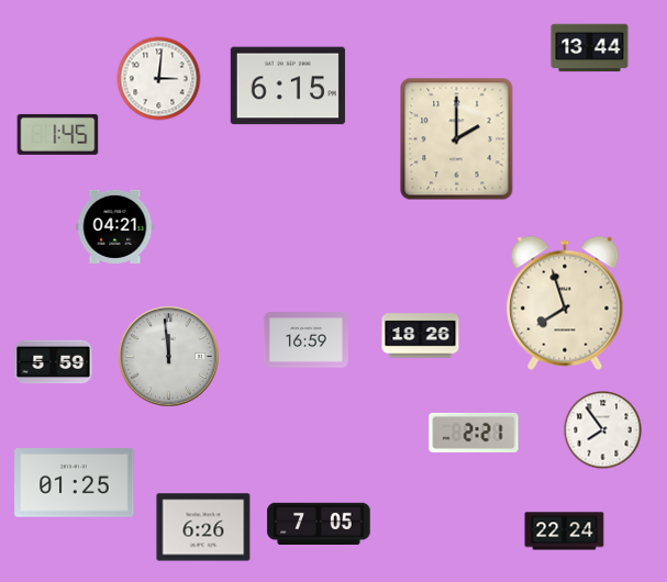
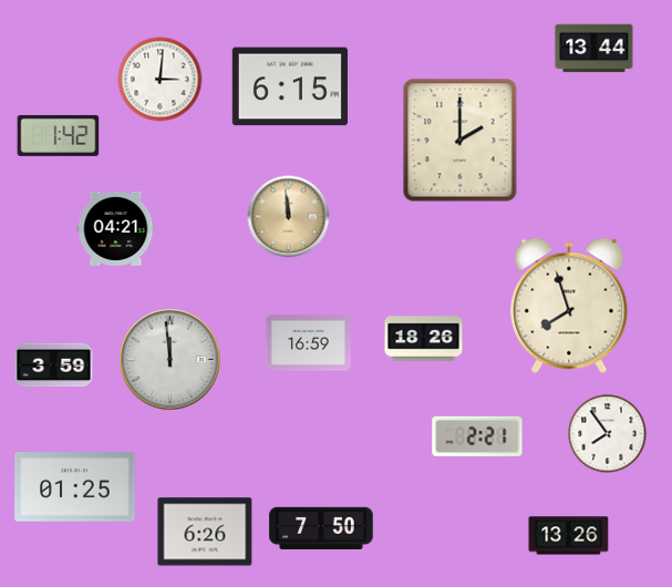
clock at (58, 134): 1:45 -> 1:42
clock at (289, 217): none -> 11:59
clock at (54, 362): 5:59 -> 3:59
clock at (319, 523): 7:05 -> 7:50
clock at (565, 531): 22:24 -> 13:26
